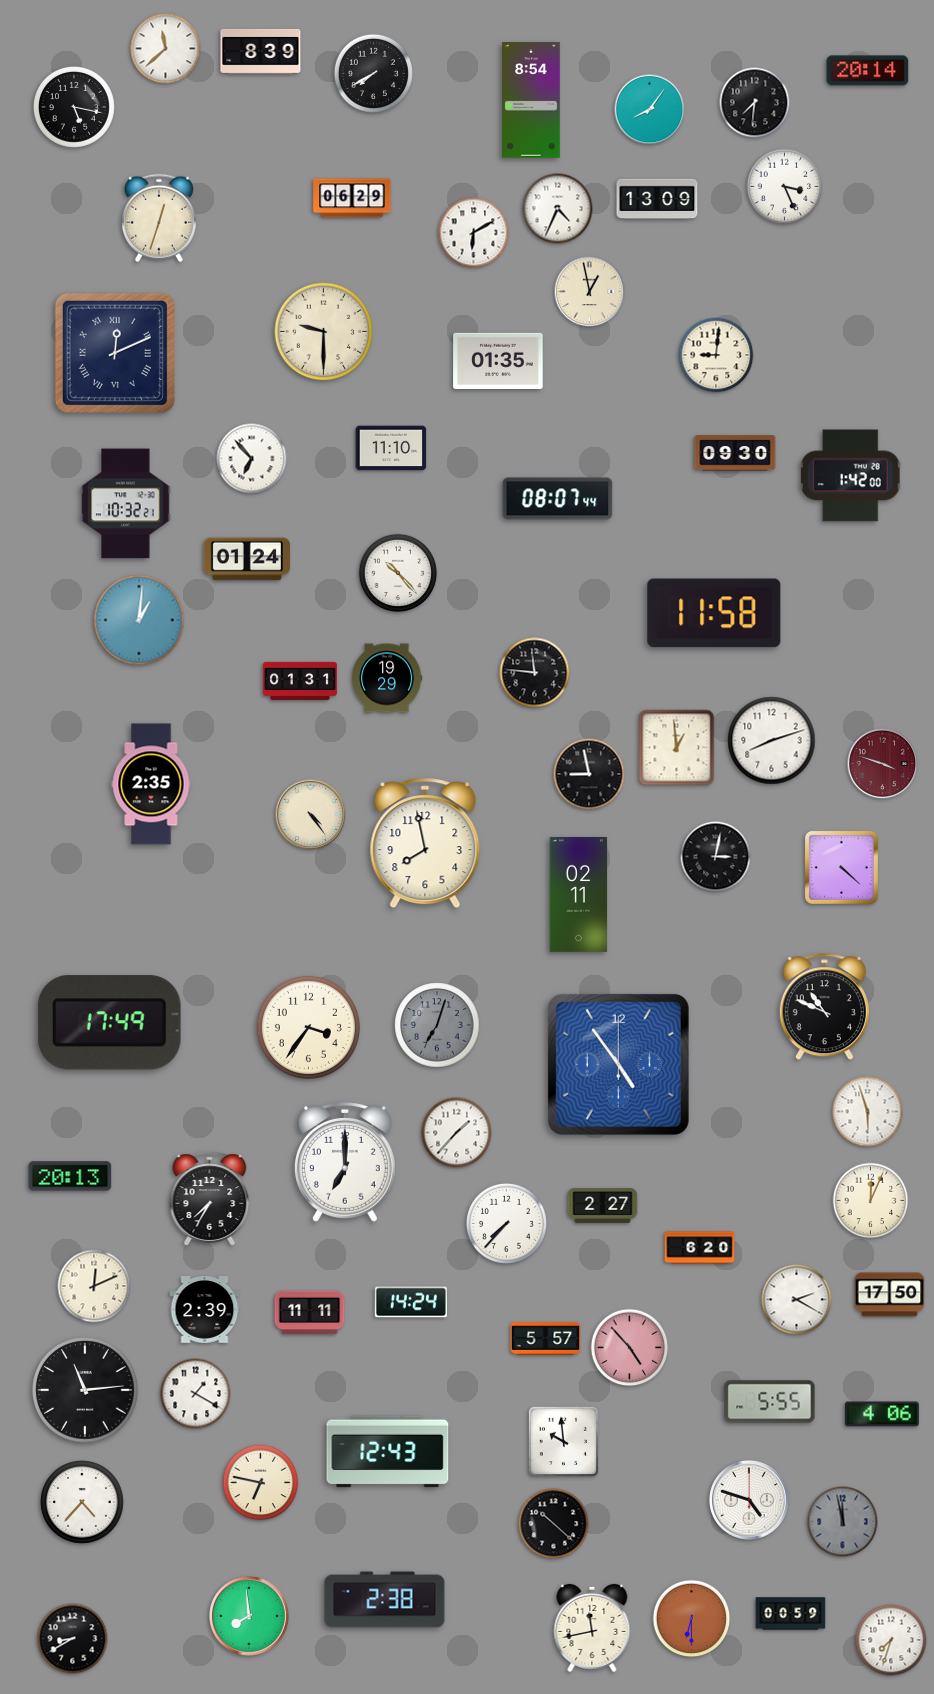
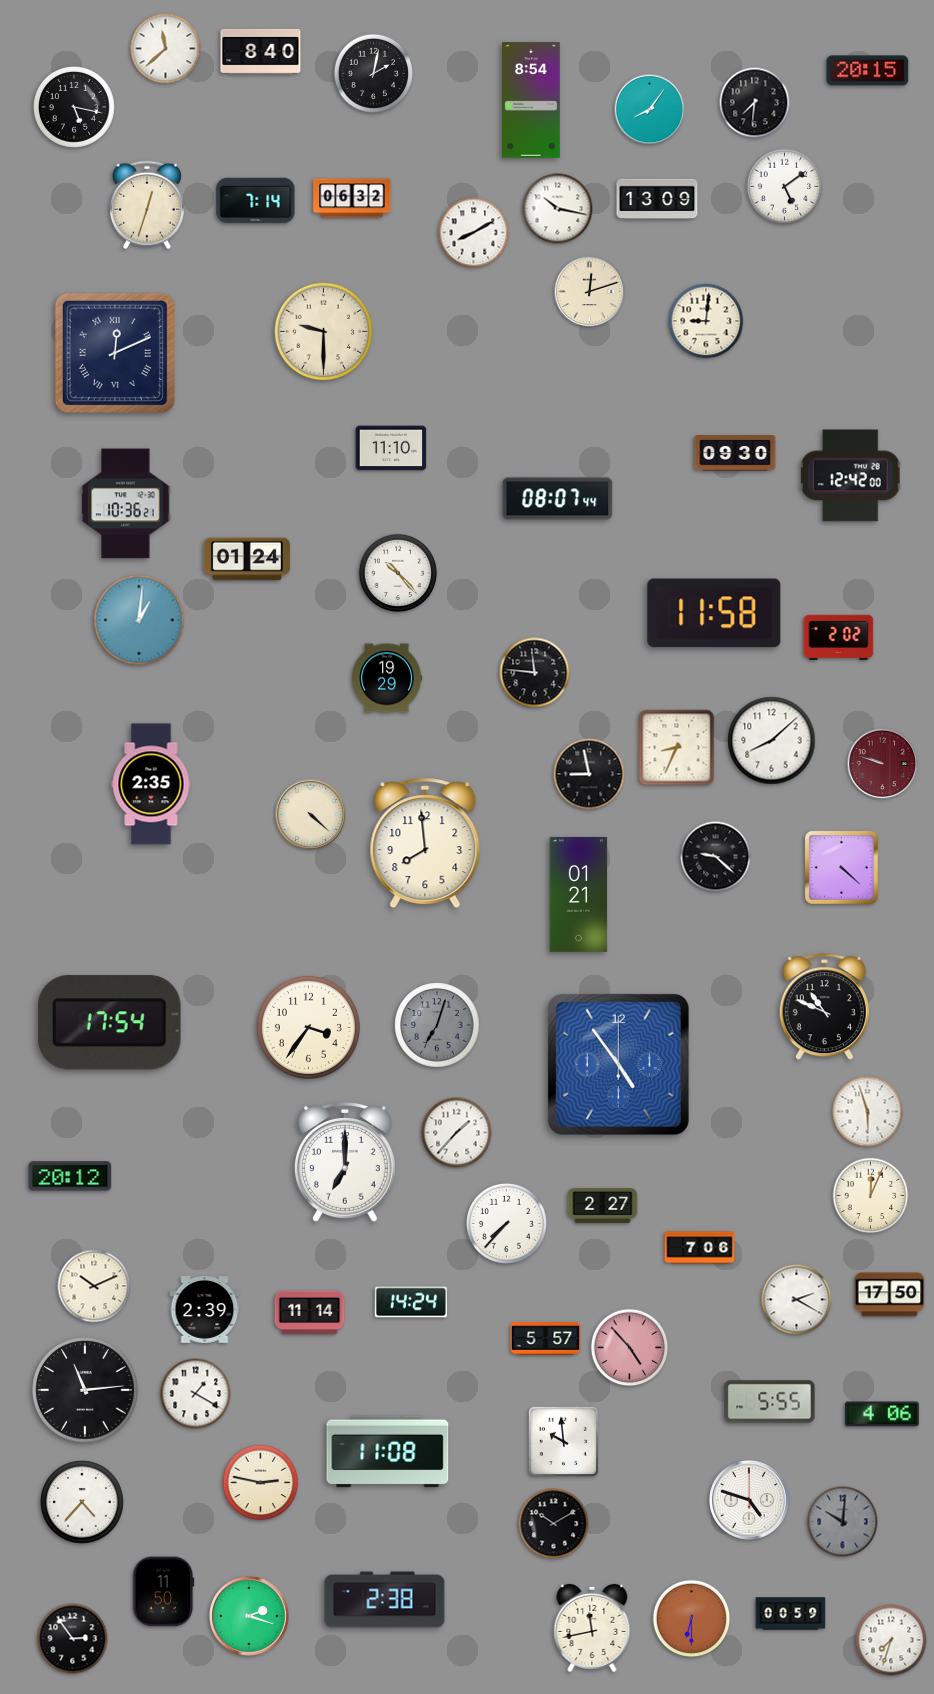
clock at (261, 51): 8:39 -> 8:40
clock at (868, 71): 20:14 -> 20:15
clock at (373, 73): 7:40 -> 2:02
clock at (785, 187): 3:26 -> 5:09
clock at (352, 198): 06:29 -> 06:32
clock at (256, 201): none -> 7:14
clock at (558, 209): 4:34 -> 10:17
clock at (159, 218) position: (159, 218) -> (147, 205)
clock at (474, 233): 6:10 -> 8:10
clock at (590, 292): 12:58 -> 12:12
clock at (716, 355) position: (716, 355) -> (706, 321)
clock at (498, 360): 01:35 -> none
clock at (252, 459): 6:53 -> none
clock at (850, 476): 1:42 -> 12:42
clock at (126, 504): 10:32 -> 10:36
clock at (839, 637): none -> 2:02
clock at (300, 681): 01:31 -> none
clock at (772, 741): 8:12 -> 8:08
clock at (677, 748): 12:59 -> 8:34
clock at (883, 764): 3:48 -> 9:48
clock at (311, 815): 4:24 -> 4:22
clock at (425, 843): 7:58 -> 7:59
clock at (716, 857): 3:02 -> 9:22
clock at (579, 895): 02:11 -> 01:21
clock at (109, 1023): 17:49 -> 17:54
clock at (70, 1176): 20:13 -> 20:12
clock at (210, 1199): 7:35 -> none
clock at (871, 1201) position: (871, 1201) -> (871, 1196)
clock at (700, 1248): 6:20 -> 7:06
clock at (94, 1286): 12:11 -> 10:11
clock at (310, 1313): 11:11 -> 11:14
clock at (388, 1452): 12:43 -> 11:08
clock at (261, 1483): 6:47 -> 2:47
clock at (843, 1522): 11:58 -> 10:01
clock at (554, 1524): 10:22 -> 10:10
clock at (164, 1592): none -> 11:50
clock at (250, 1617): 7:59 -> 2:18
clock at (73, 1639): 8:40 -> 2:54
